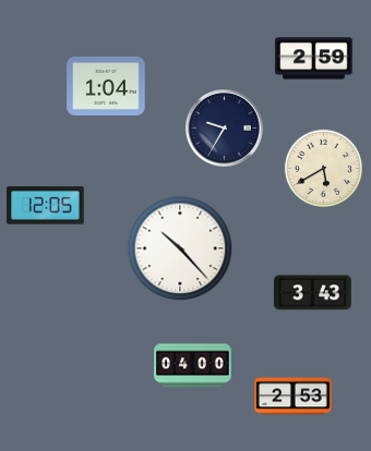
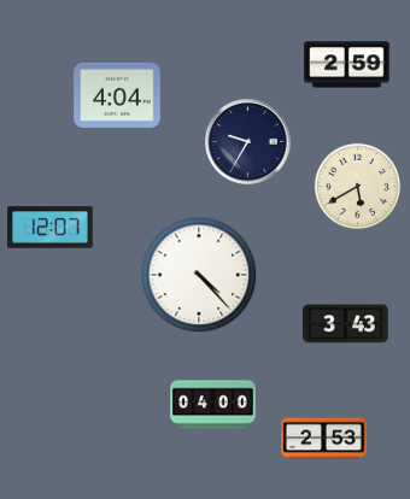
clock at (106, 86): 1:04 -> 4:04
clock at (46, 206): 12:05 -> 12:07
clock at (180, 248): 10:23 -> 4:23
